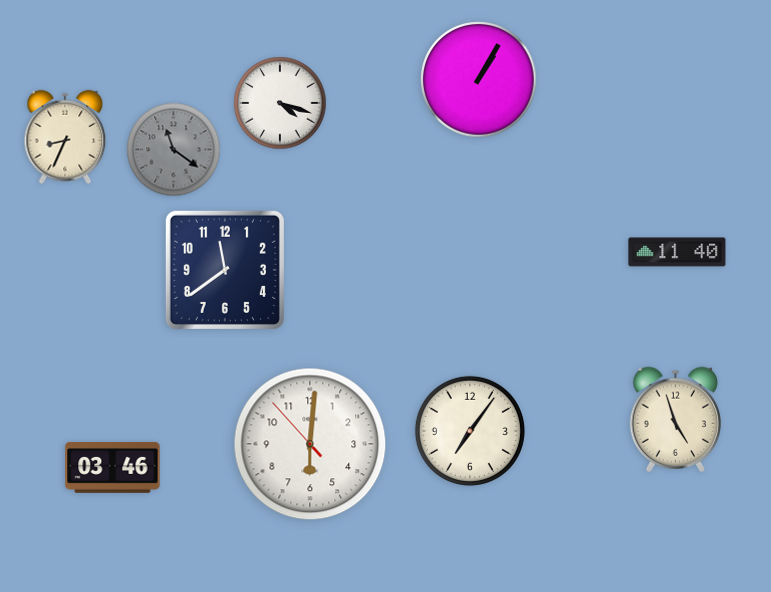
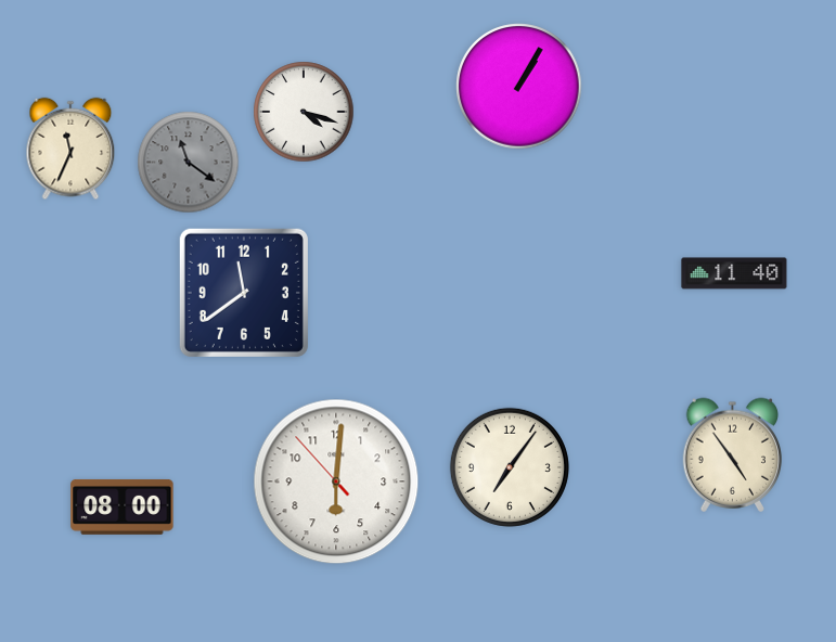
clock at (65, 137): 8:34 -> 11:34
clock at (675, 419): 4:57 -> 4:54
clock at (113, 467): 03:46 -> 08:00
